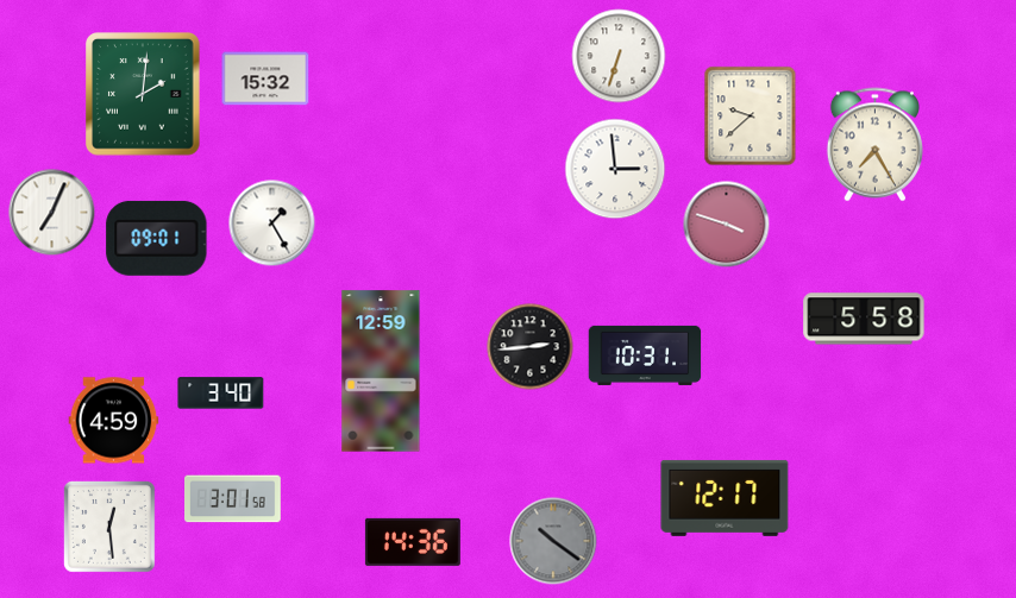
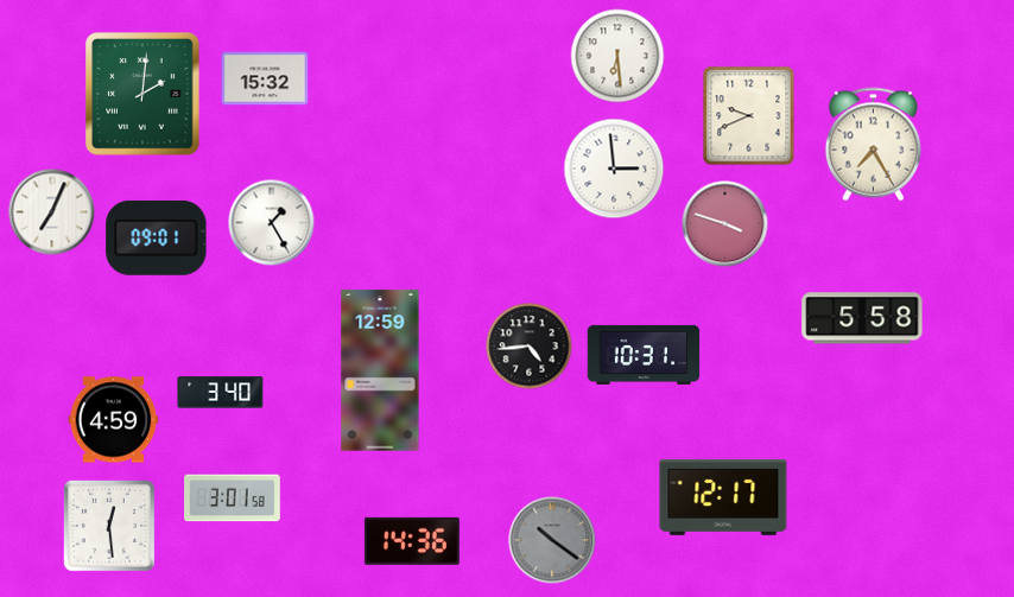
clock at (619, 56): 6:33 -> 6:29
clock at (751, 117): 9:38 -> 9:41
clock at (531, 347): 2:44 -> 4:44
